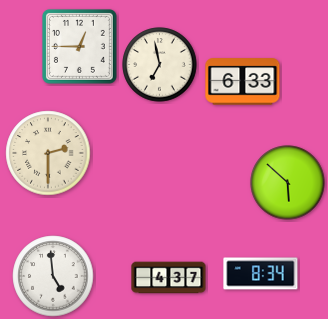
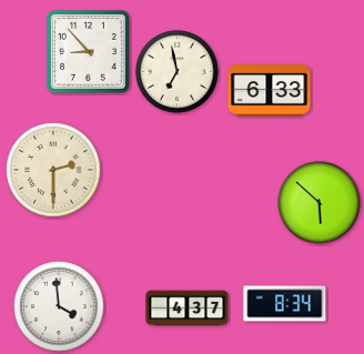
clock at (79, 46): 12:45 -> 8:53
clock at (261, 274) position: (261, 274) -> (285, 304)
clock at (53, 276): 4:59 -> 3:59
